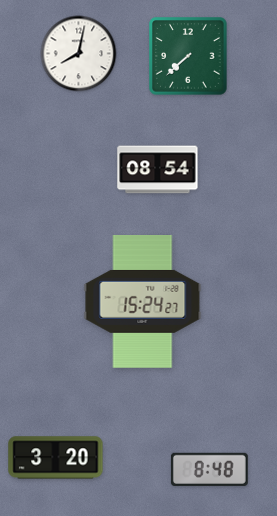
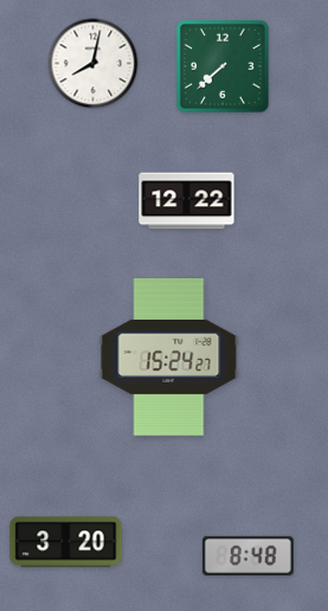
clock at (158, 170): 08:54 -> 12:22
